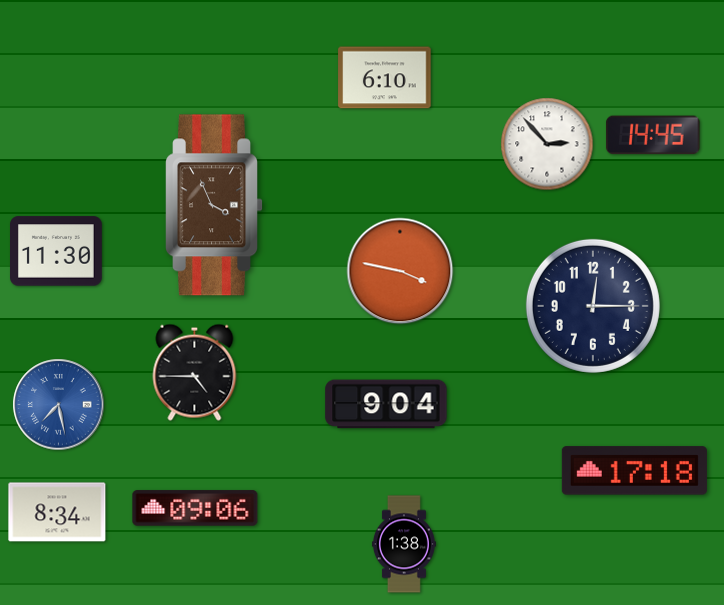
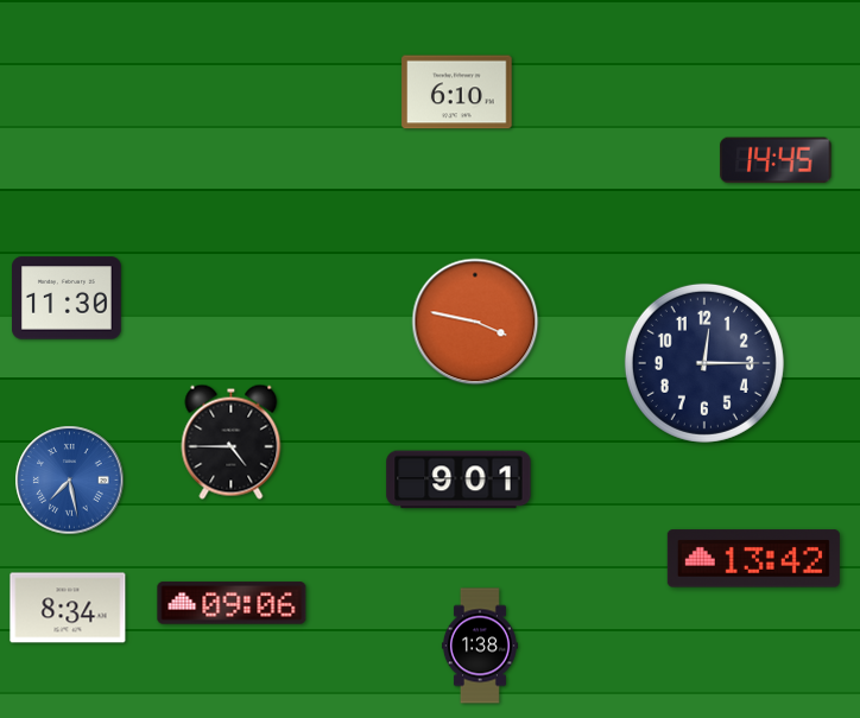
clock at (547, 144): 2:53 -> none
clock at (214, 205): 3:56 -> none
clock at (386, 404): 9:04 -> 9:01
clock at (634, 471): 17:18 -> 13:42
